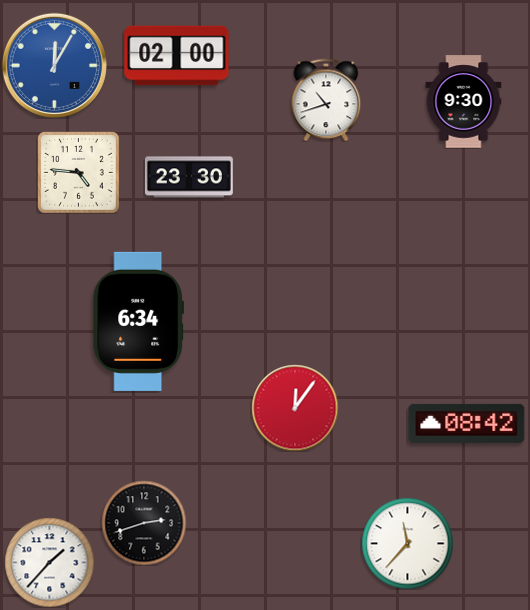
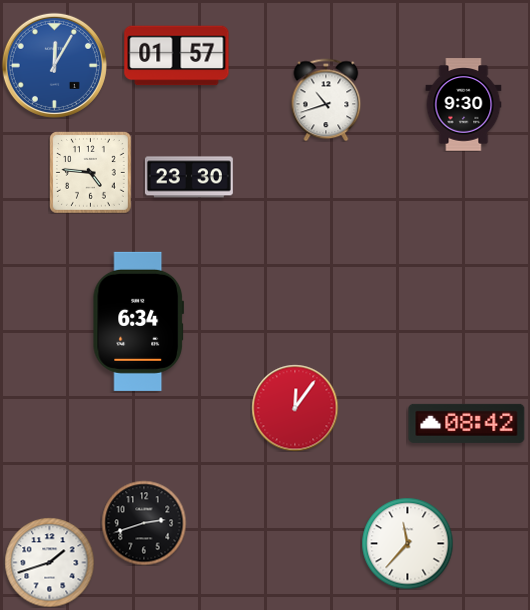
clock at (177, 56): 02:00 -> 01:57
clock at (464, 102) position: (464, 102) -> (464, 105)
clock at (79, 173) position: (79, 173) -> (91, 173)
clock at (49, 562): 1:37 -> 1:42
